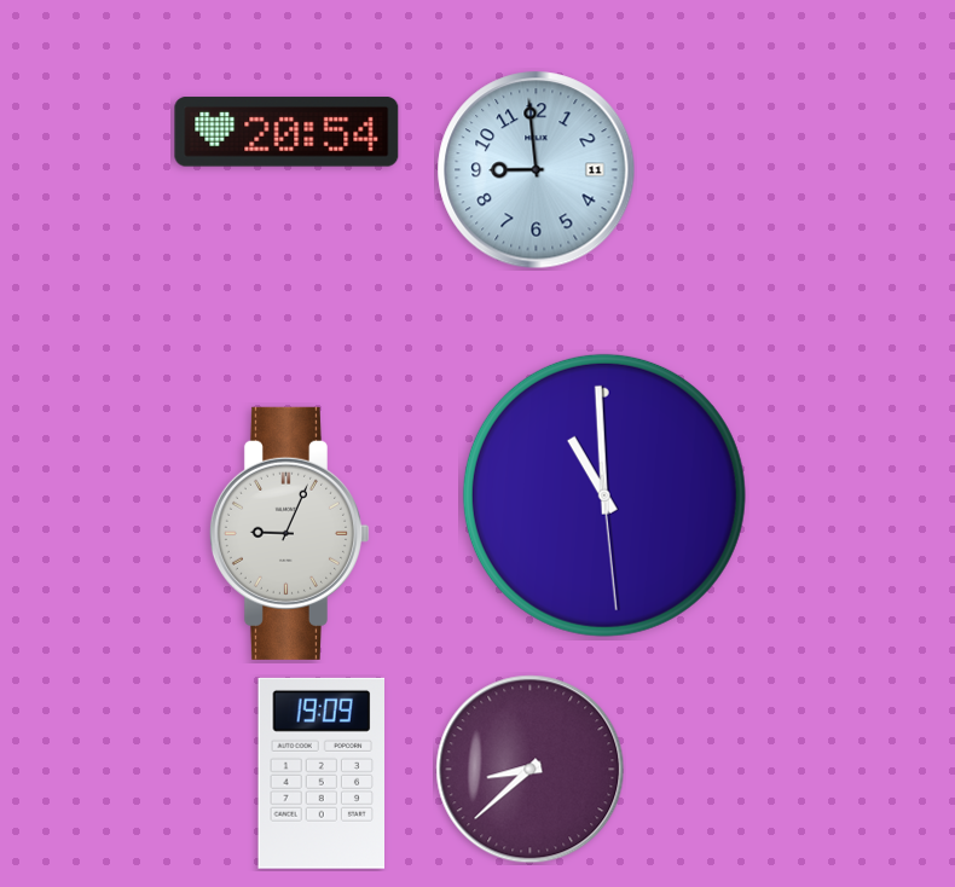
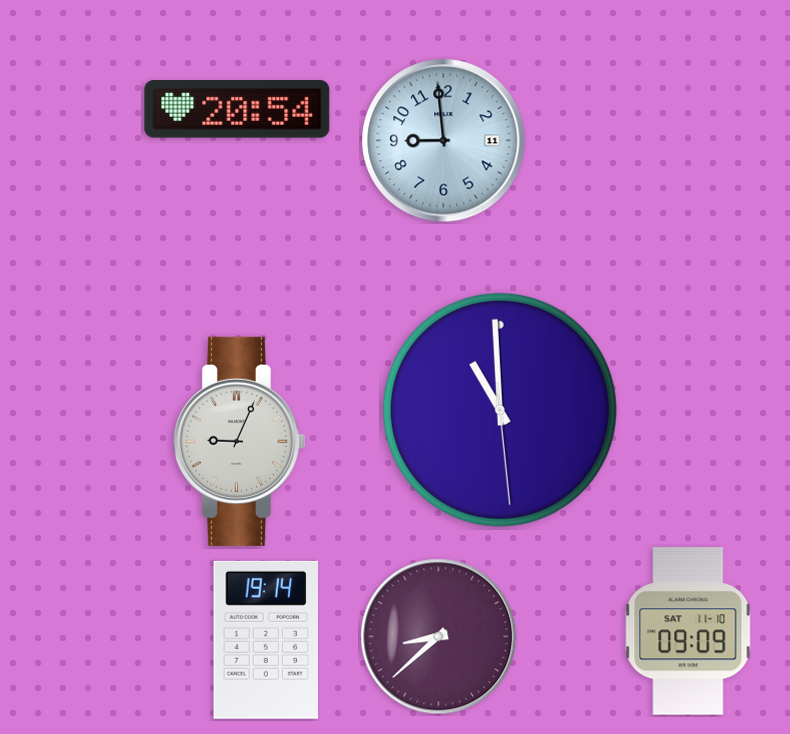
clock at (688, 631): none -> 09:09
clock at (322, 773): 19:09 -> 19:14
